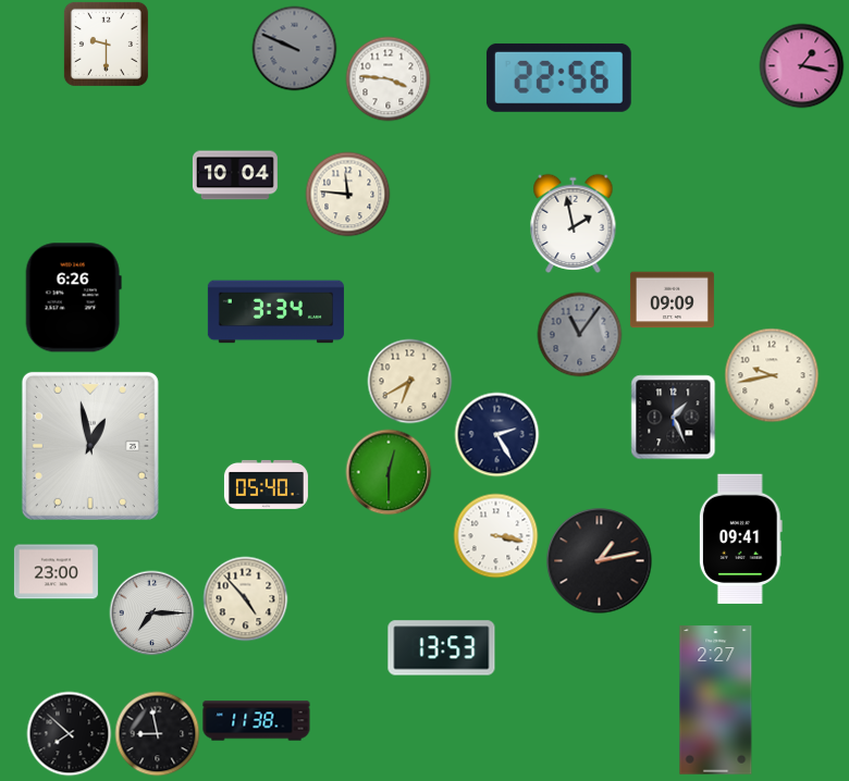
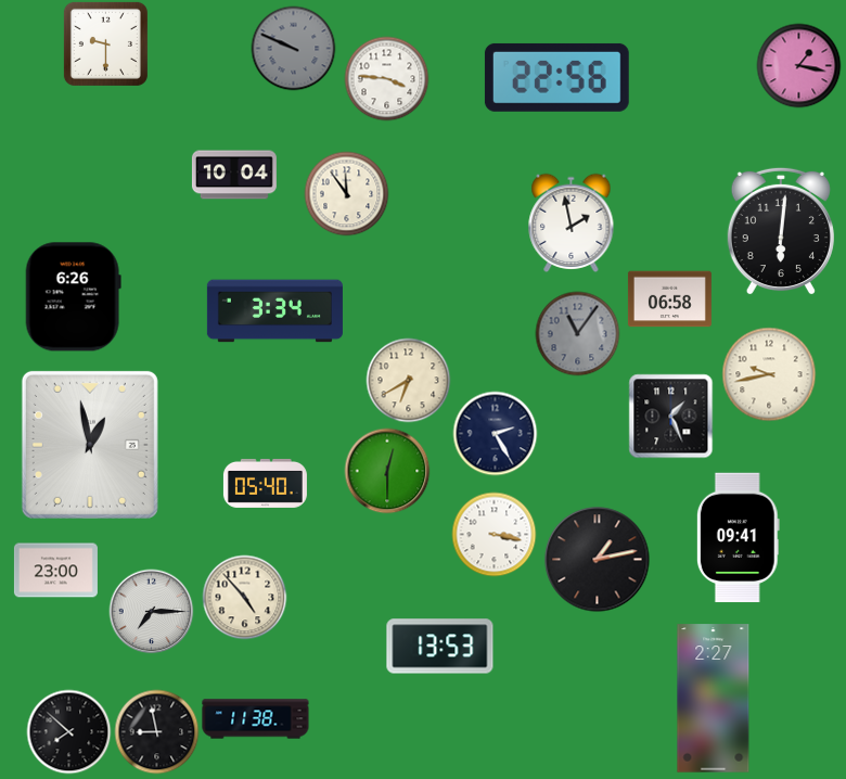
clock at (347, 194): 11:46 -> 11:54
clock at (781, 231): none -> 6:01
clock at (672, 300): 09:09 -> 06:58
